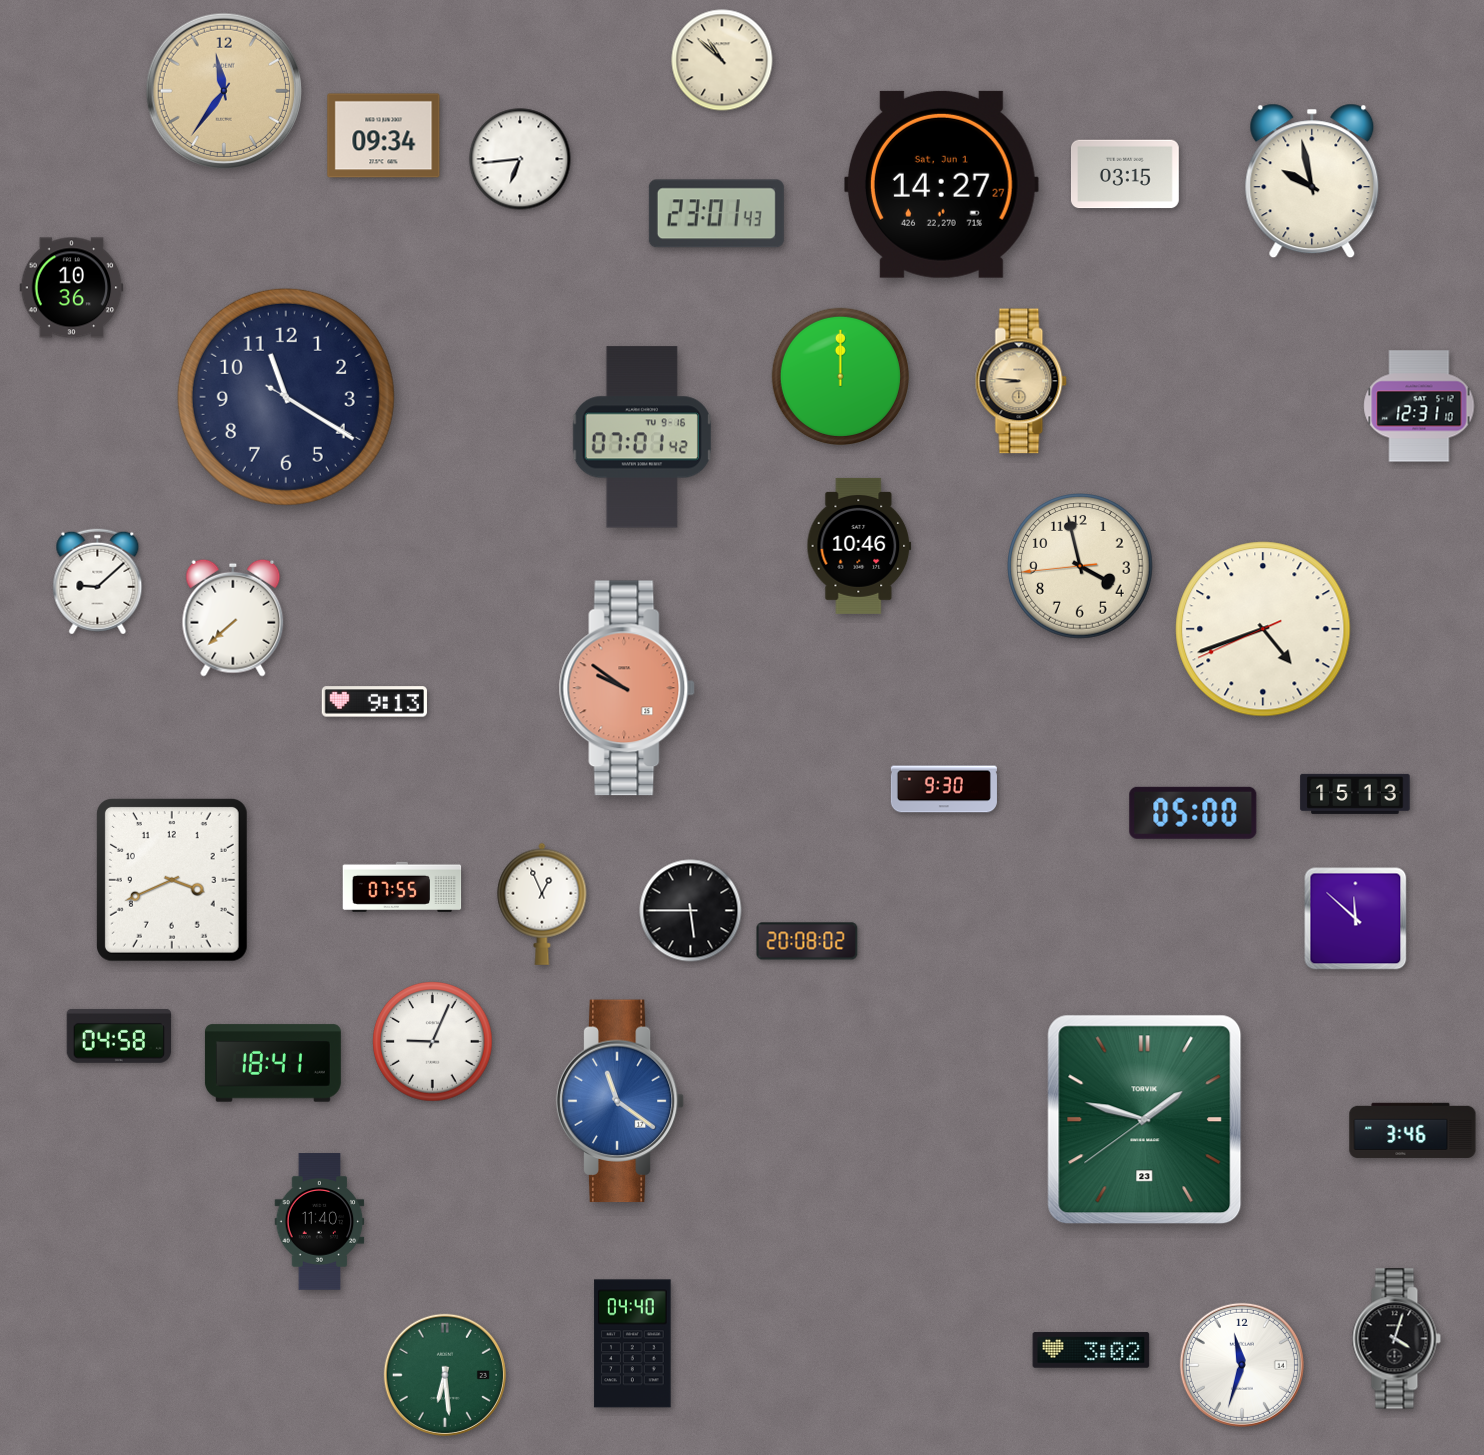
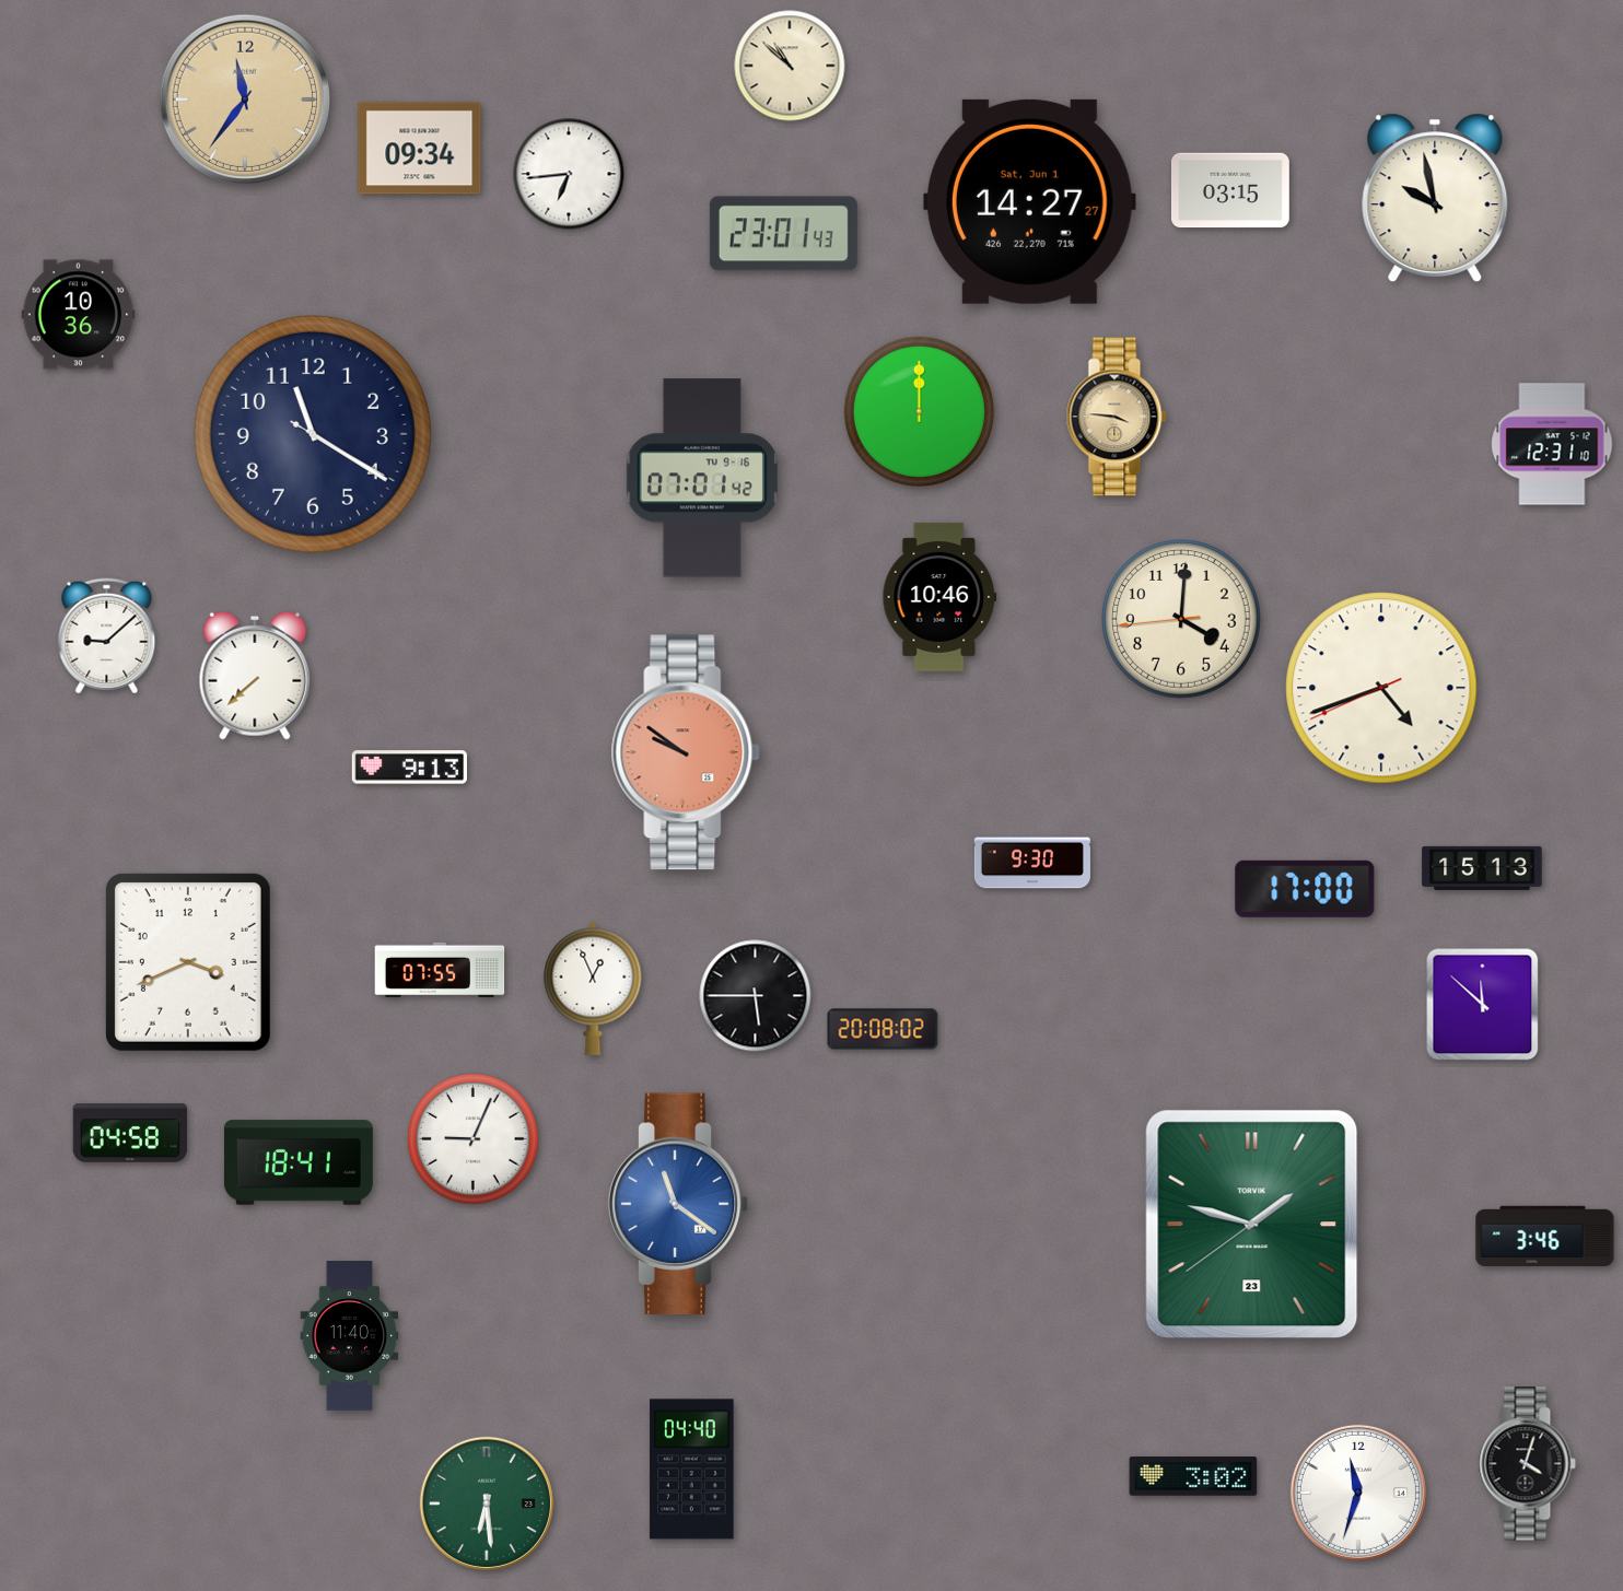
clock at (1021, 381): 8:46 -> 3:46
clock at (1080, 566): 3:57 -> 4:00
clock at (1193, 813): 05:00 -> 17:00
